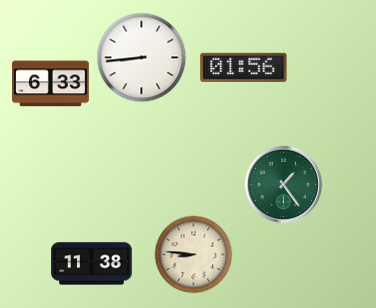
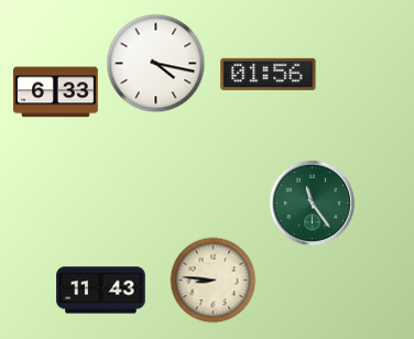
clock at (141, 57): 8:44 -> 4:17
clock at (283, 184): 1:24 -> 11:24
clock at (92, 264): 11:38 -> 11:43
